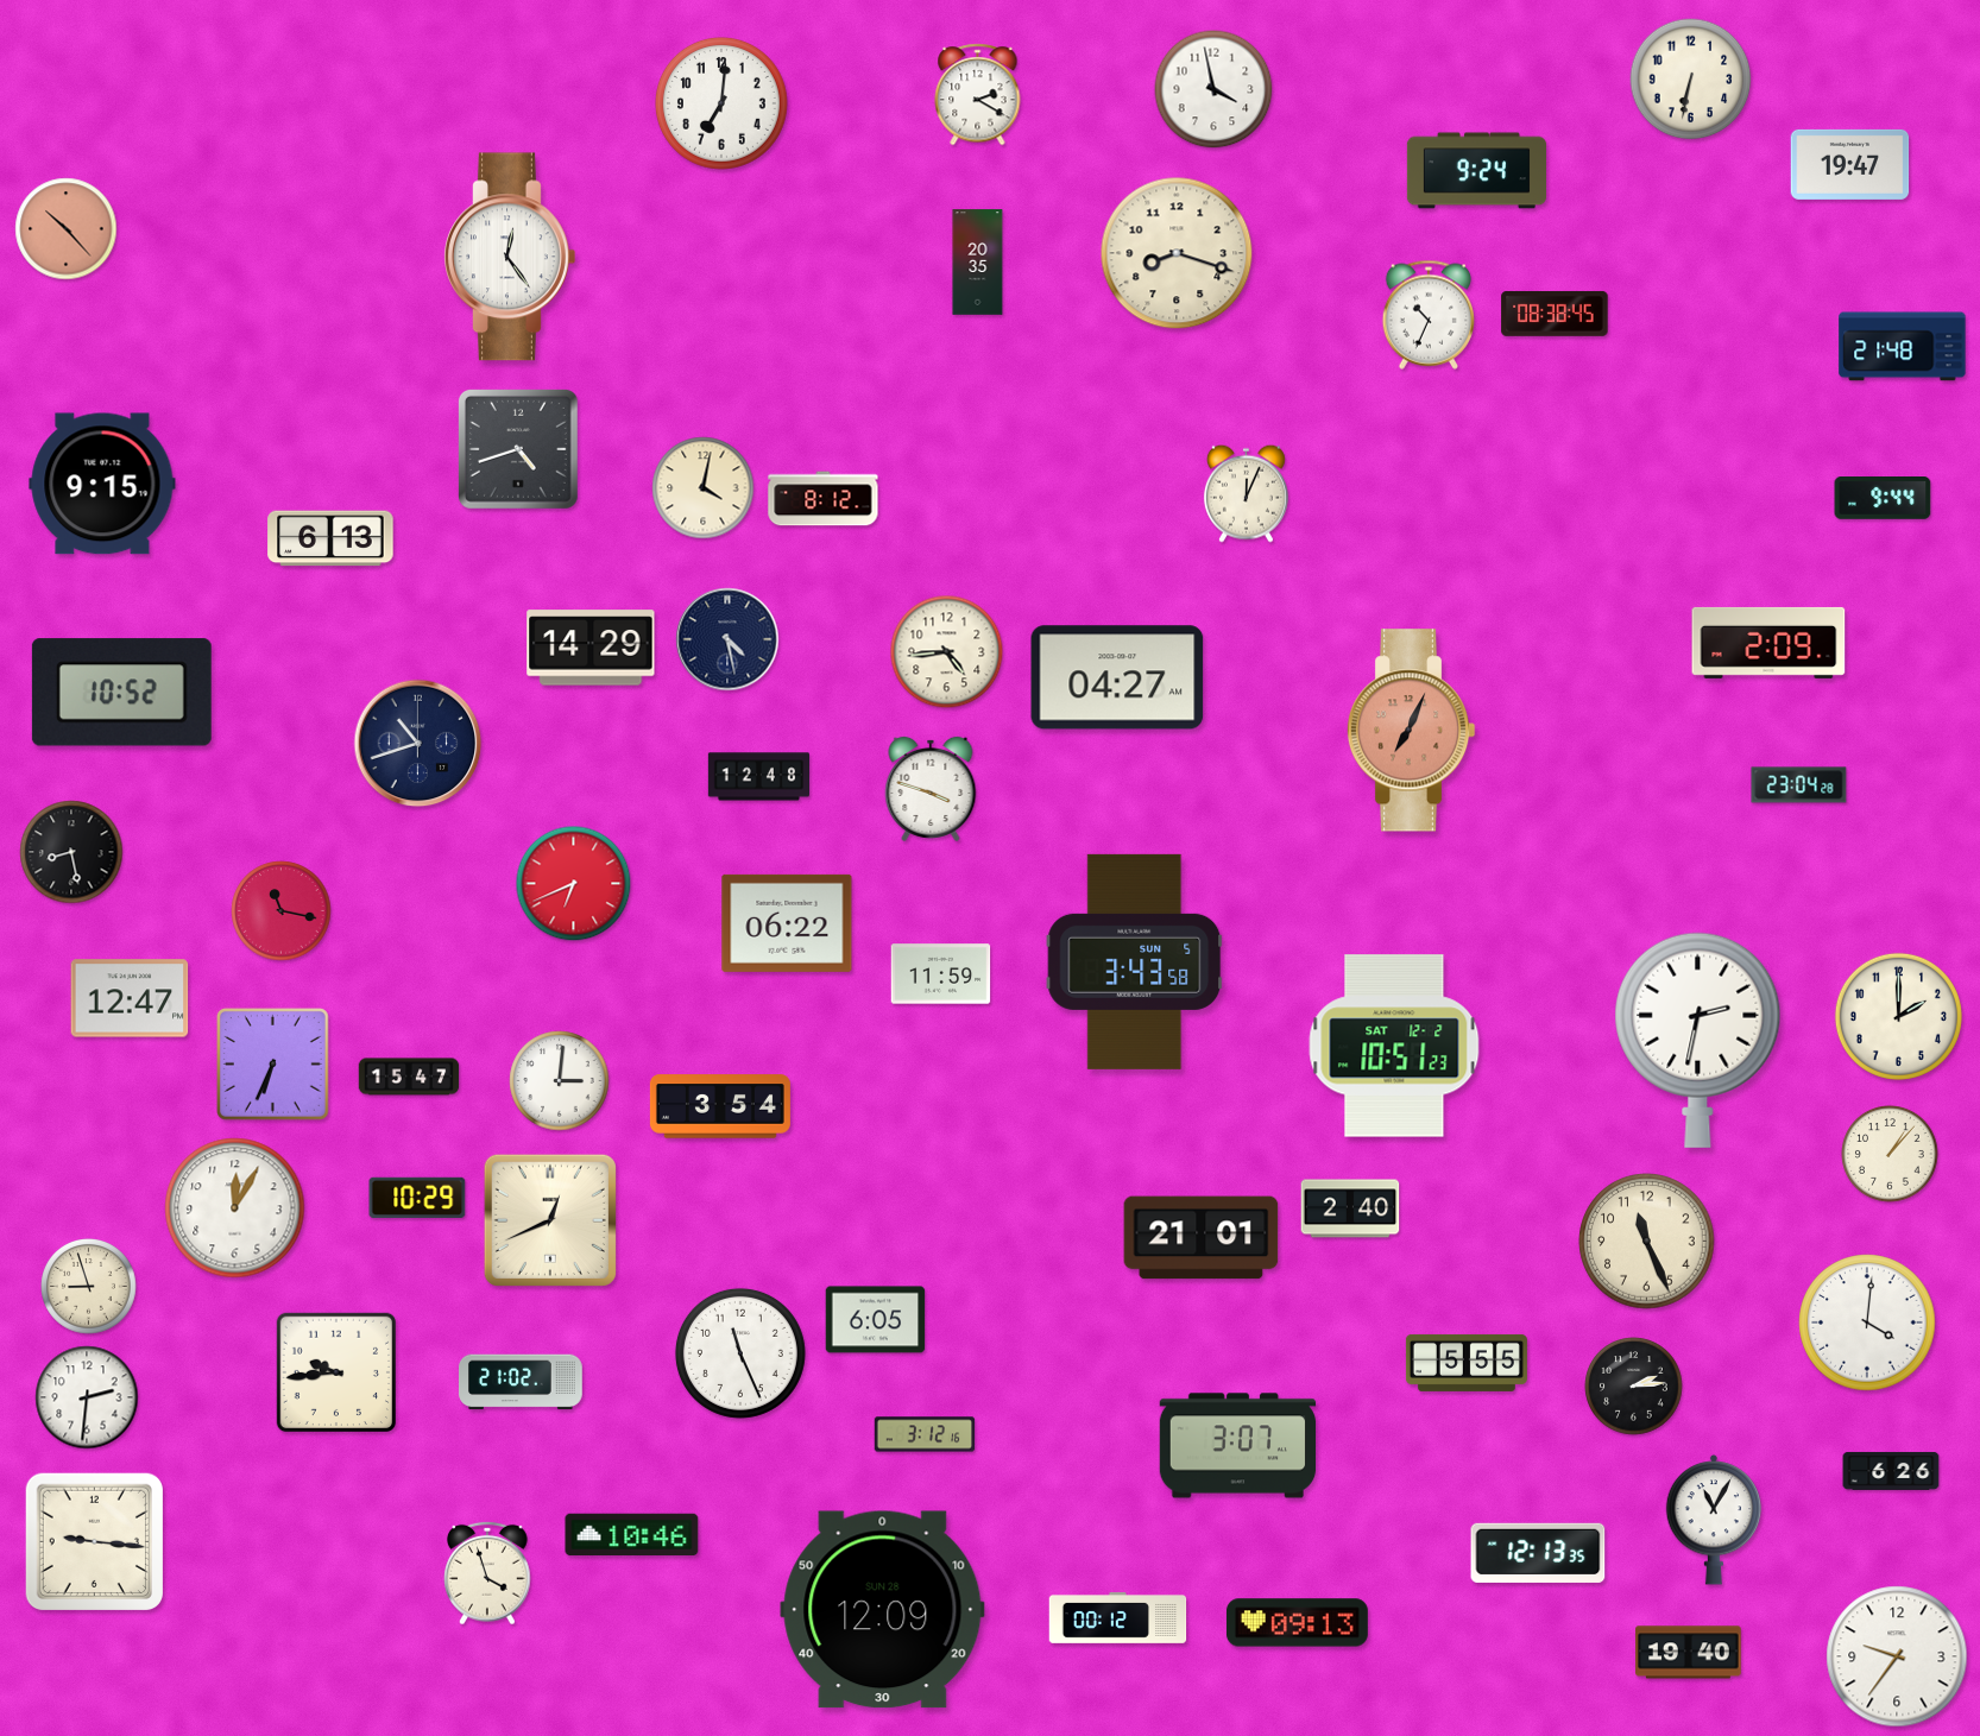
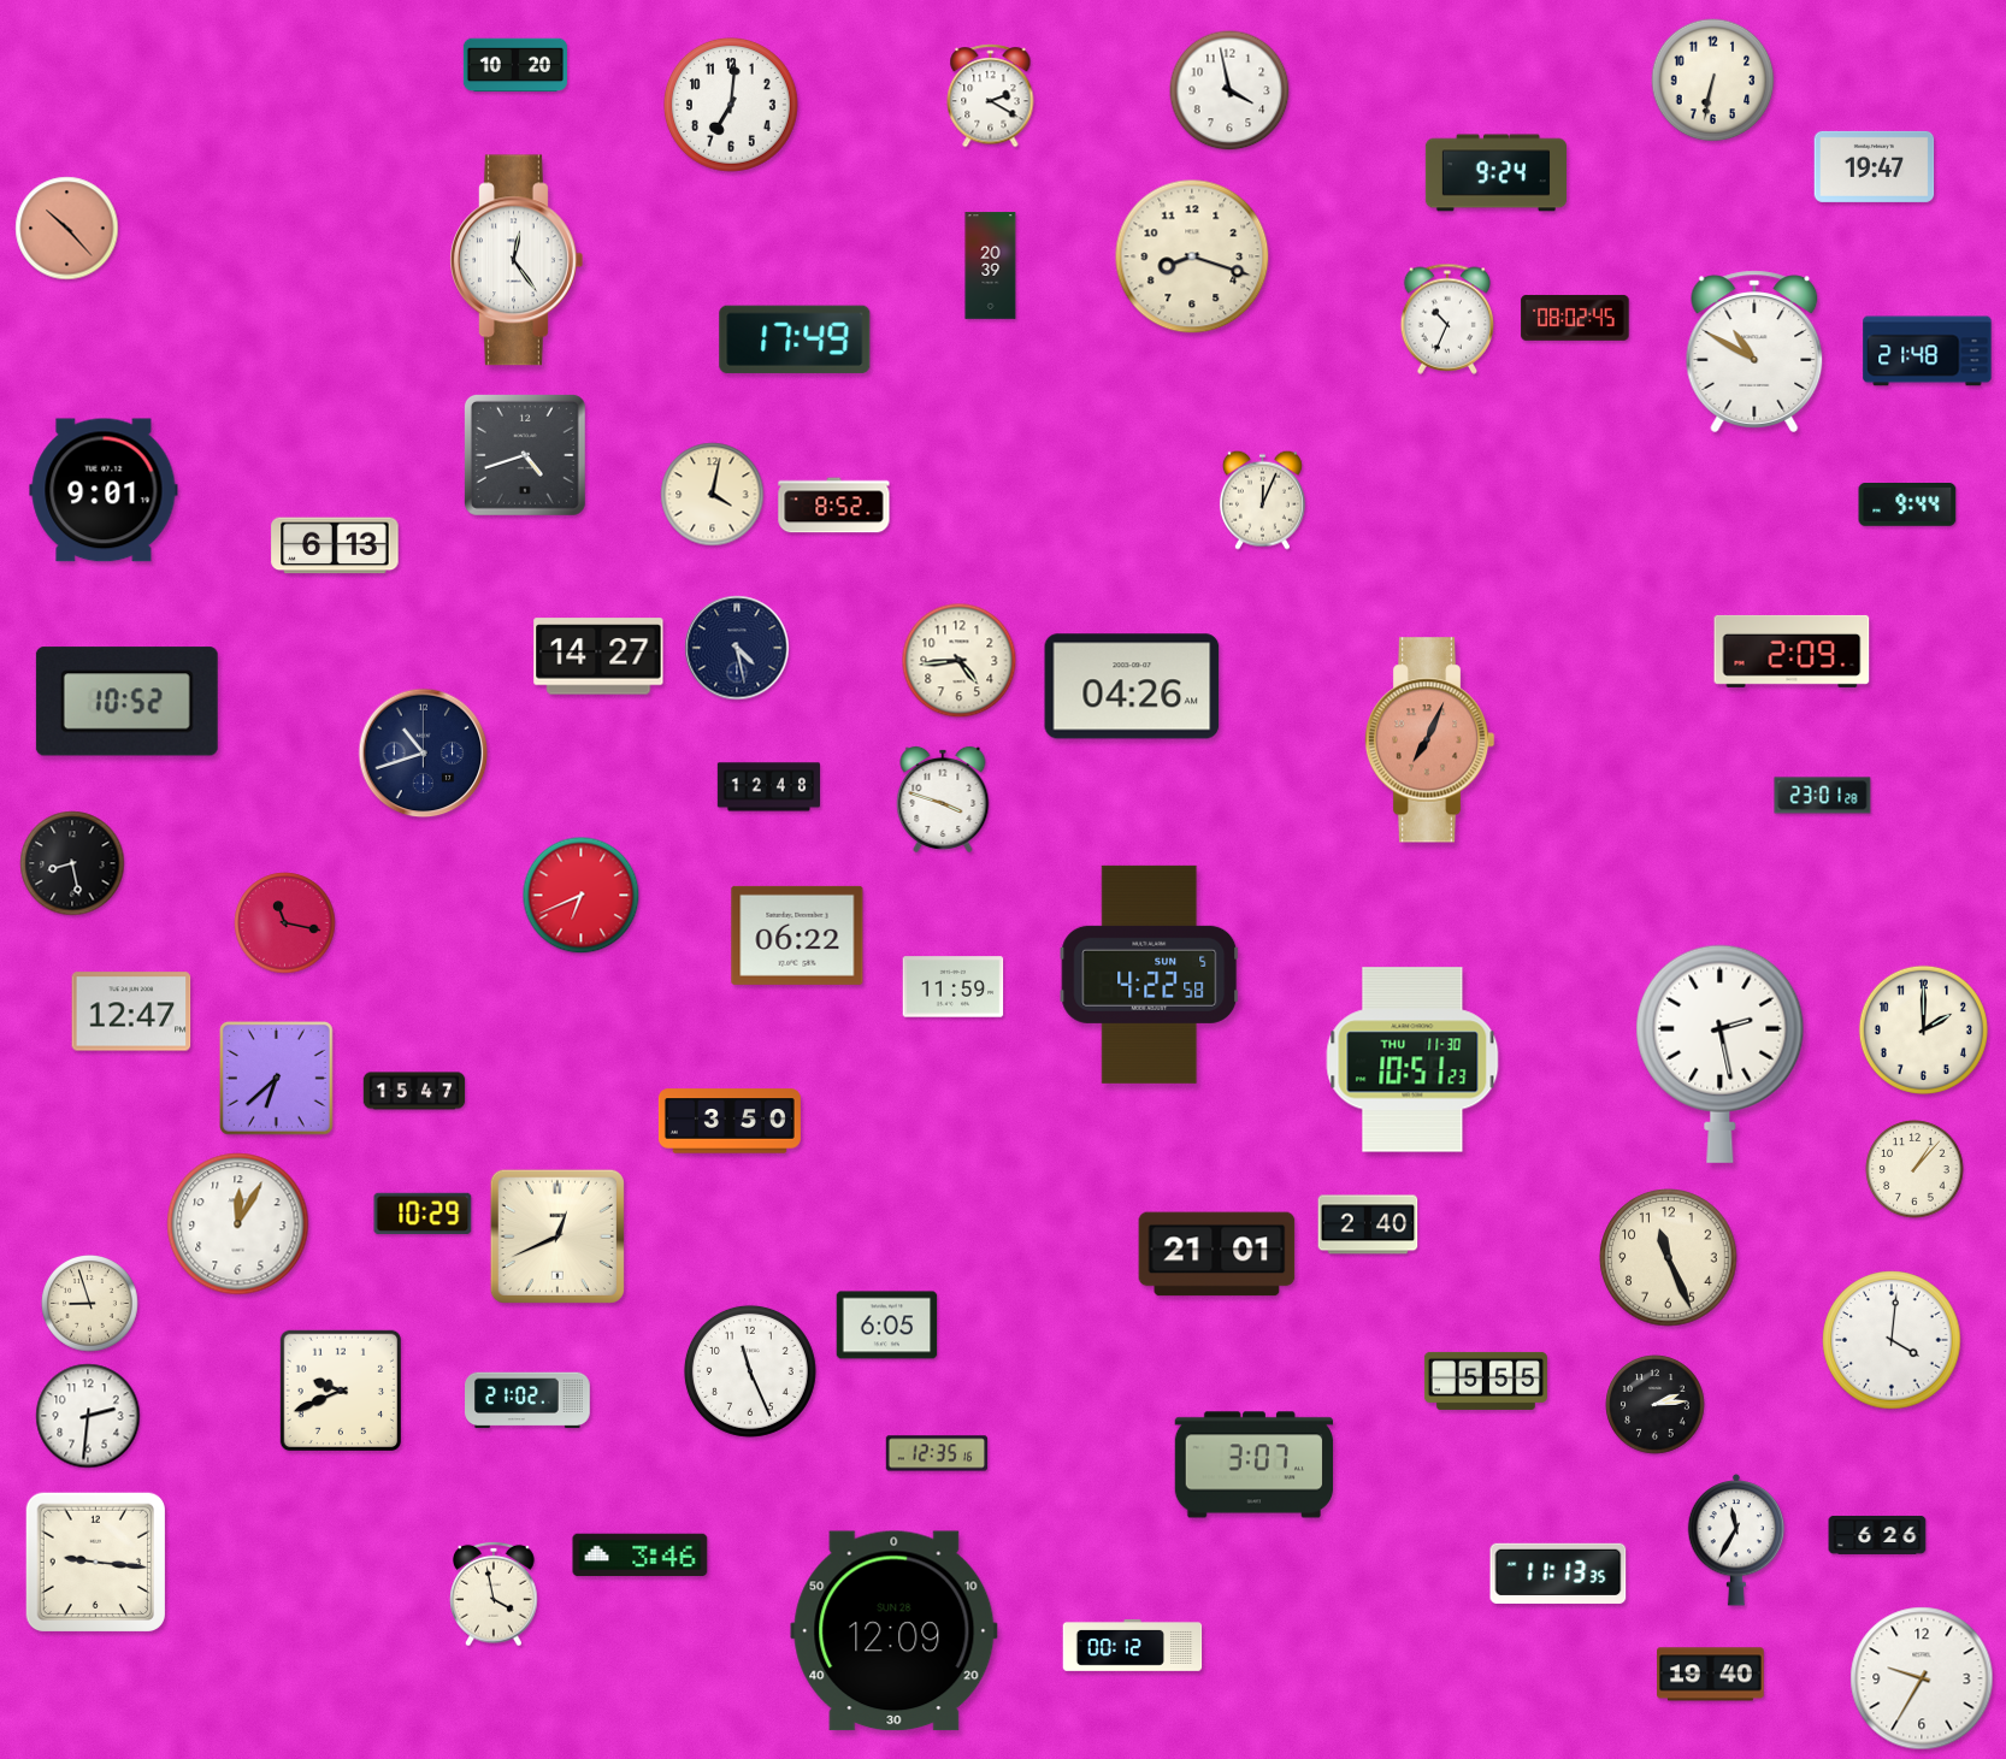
clock at (515, 65): none -> 10:20
clock at (67, 229) position: (67, 229) -> (67, 229)
clock at (978, 263): 20:35 -> 20:39
clock at (1555, 314): 08:38 -> 08:02
clock at (795, 340): none -> 17:49
clock at (1754, 352): none -> 10:50
clock at (102, 484): 9:15 -> 9:01
clock at (824, 499): 8:12 -> 8:52
clock at (591, 648): 14:29 -> 14:27
clock at (1117, 677): 04:27 -> 04:26
clock at (121, 693) position: (121, 693) -> (126, 702)
clock at (1799, 785): 23:04 -> 23:01
clock at (1135, 961): 3:43 -> 4:22
clock at (1698, 1040): 2:32 -> 2:28
clock at (1394, 1046) date: SAT 12-2 -> THU 11-30
clock at (272, 1063): 6:34 -> 6:38
clock at (560, 1081): 3:01 -> none
clock at (720, 1106): 3:54 -> 3:50
clock at (876, 1320) position: (876, 1320) -> (887, 1326)
clock at (335, 1371): 9:44 -> 9:41
clock at (925, 1434): 3:12 -> 12:35
clock at (1891, 1471) position: (1891, 1471) -> (1877, 1535)
clock at (1714, 1520): 11:05 -> 11:35
clock at (632, 1535): 10:46 -> 3:46
clock at (1538, 1553): 12:13 -> 11:13
clock at (487, 1573): 3:57 -> 3:58
clock at (1118, 1617) position: (1118, 1617) -> (1133, 1645)
clock at (1297, 1623): 09:13 -> none
clock at (1897, 1656): 9:36 -> 9:35
